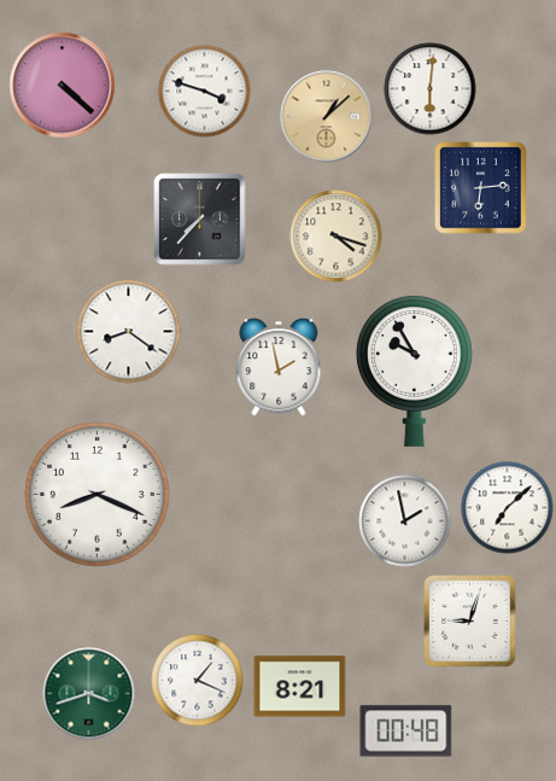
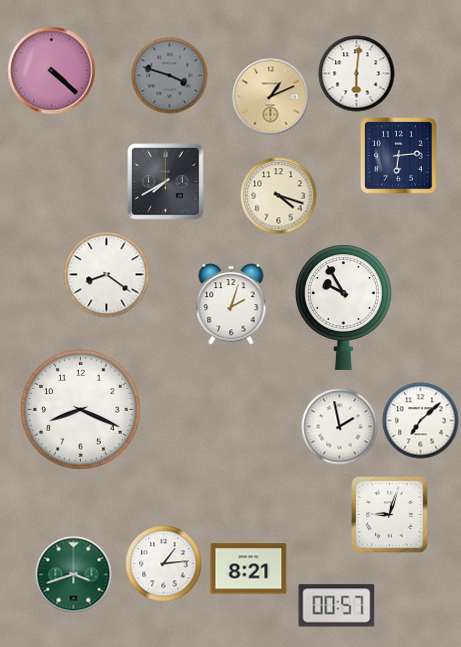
clock at (205, 92) dial: white -> grey
clock at (327, 117): 1:08 -> 1:11
clock at (200, 220): 7:37 -> 7:40
clock at (279, 367): 1:58 -> 2:03
clock at (405, 521) position: (405, 521) -> (340, 427)
clock at (198, 681): 1:19 -> 1:14
clock at (406, 732): 00:48 -> 00:57
